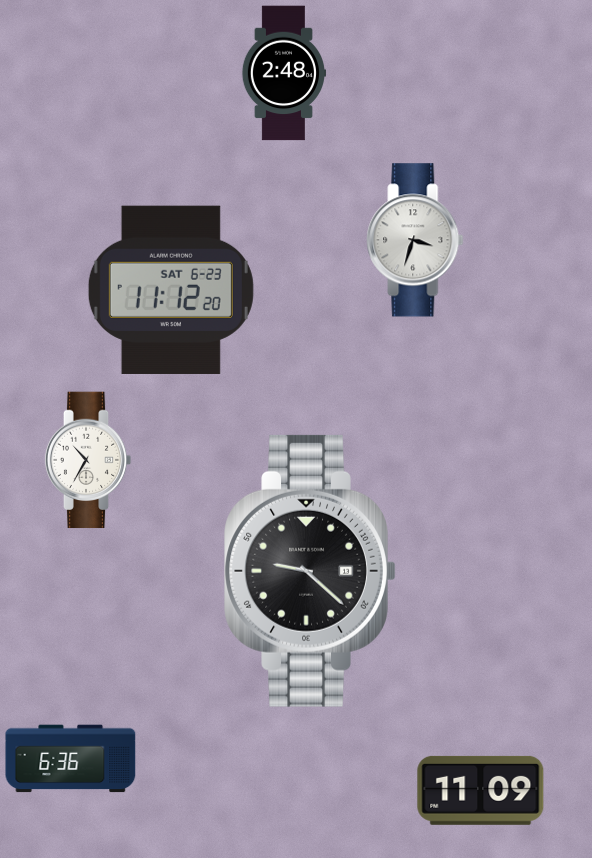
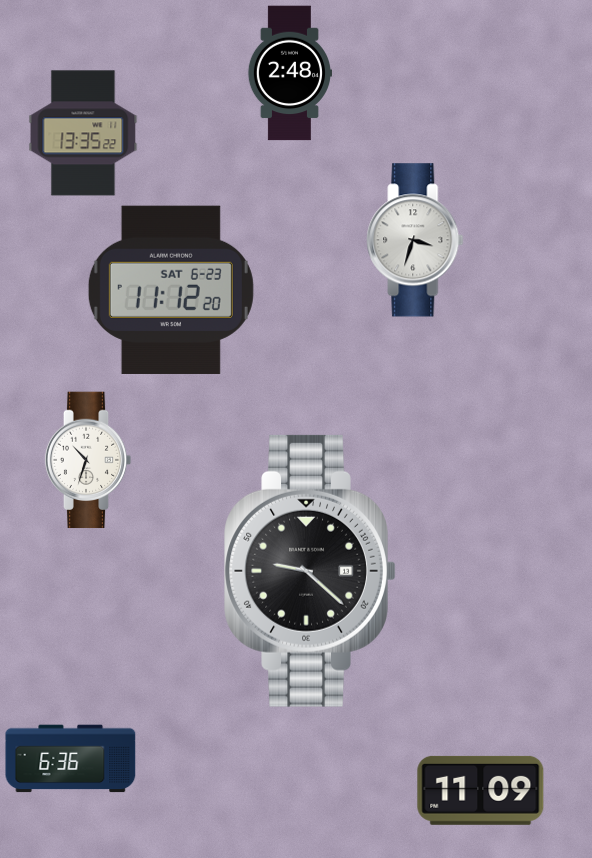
clock at (283, 73) position: (283, 73) -> (289, 73)
clock at (83, 133): none -> 13:35
clock at (88, 460): 10:35 -> 10:33
